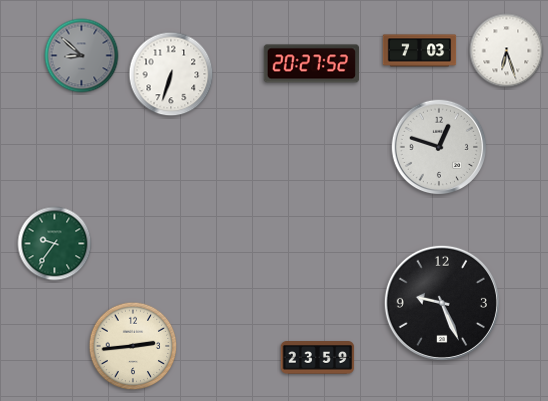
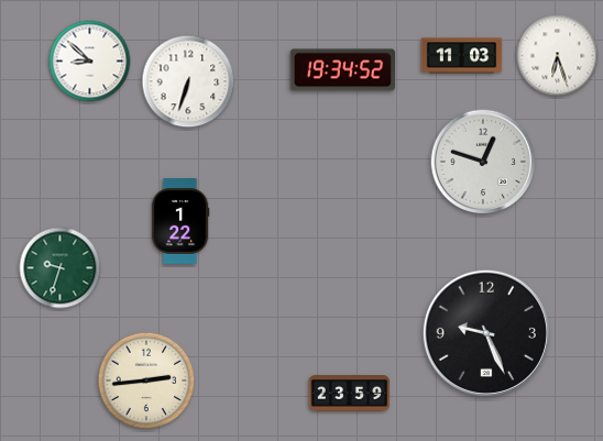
clock at (420, 51): 7:03 -> 11:03
clock at (82, 56) dial: grey -> white
clock at (311, 64): 20:27 -> 19:34
clock at (180, 222): none -> 1:22
clock at (55, 244): 9:36 -> 9:33
